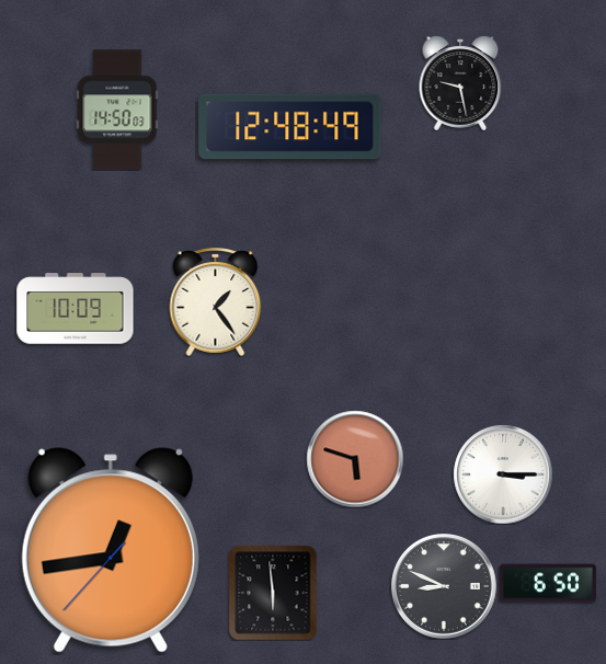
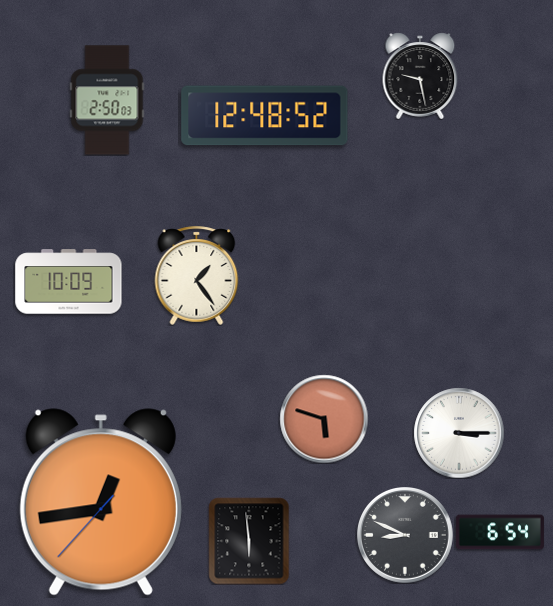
clock at (117, 110): 14:50 -> 2:50
clock at (290, 127): 12:48:49 -> 12:48:52
clock at (548, 583): 6:50 -> 6:54
